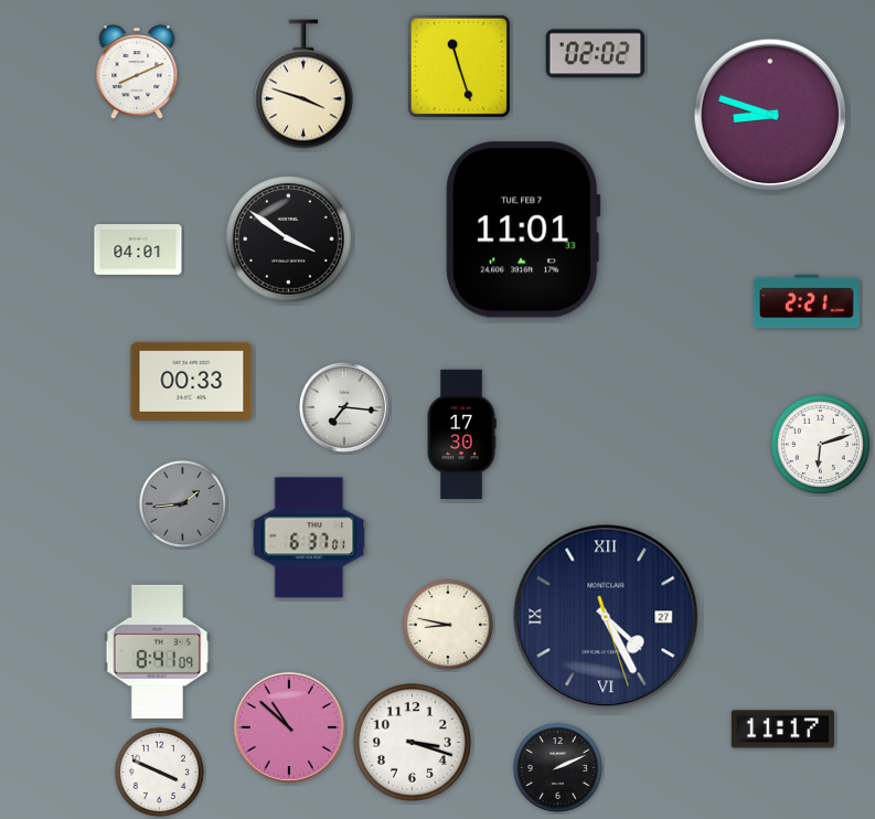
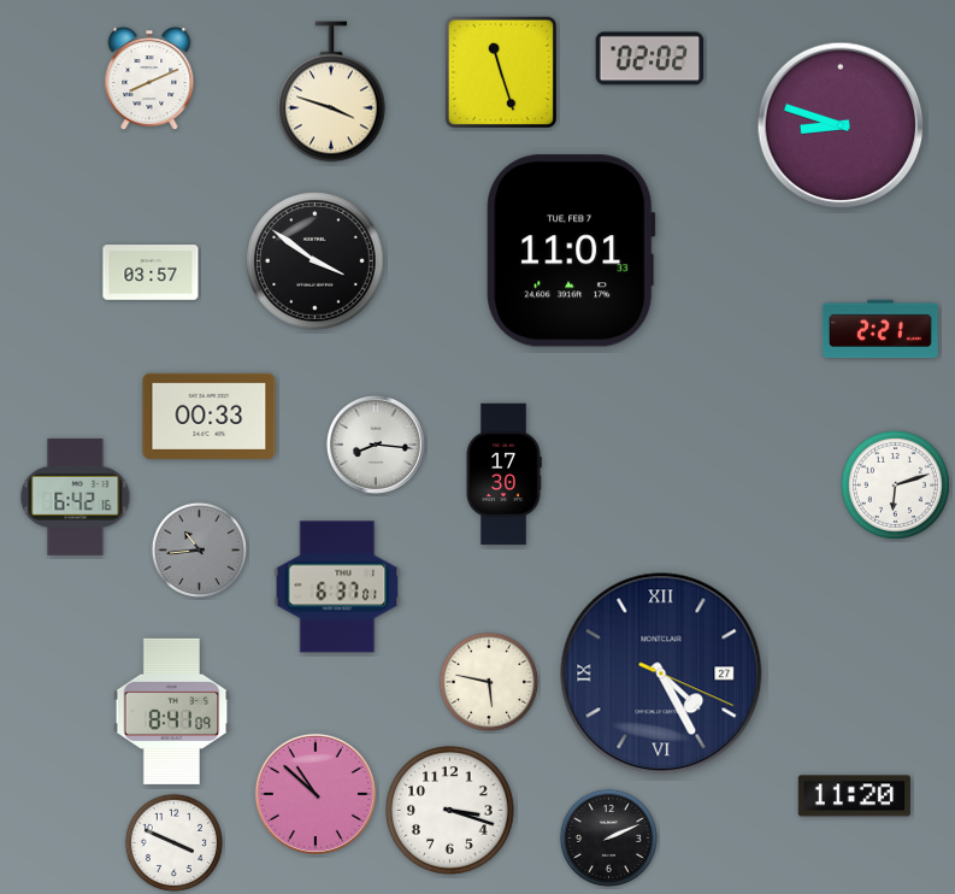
clock at (138, 249): 04:01 -> 03:57
clock at (344, 407): 7:16 -> 8:16
clock at (76, 496): none -> 6:42
clock at (182, 503): 1:44 -> 10:44
clock at (606, 617): 4:25:27 -> 4:25:19
clock at (448, 625): 8:47 -> 5:47
clock at (782, 730): 11:17 -> 11:20
